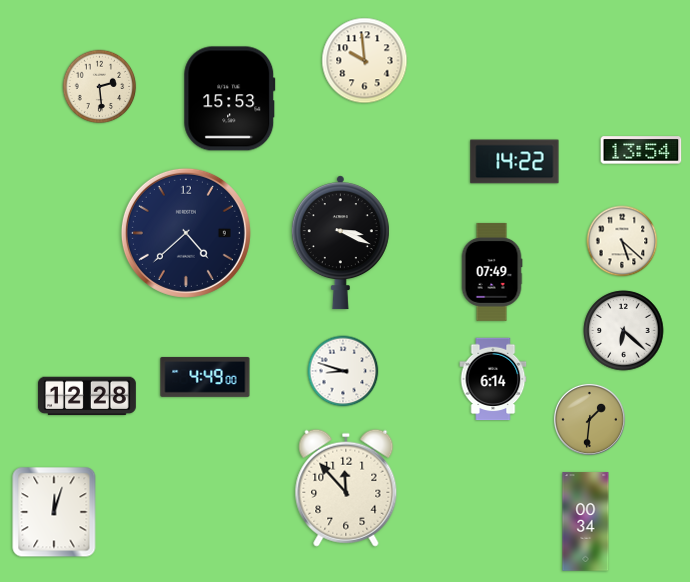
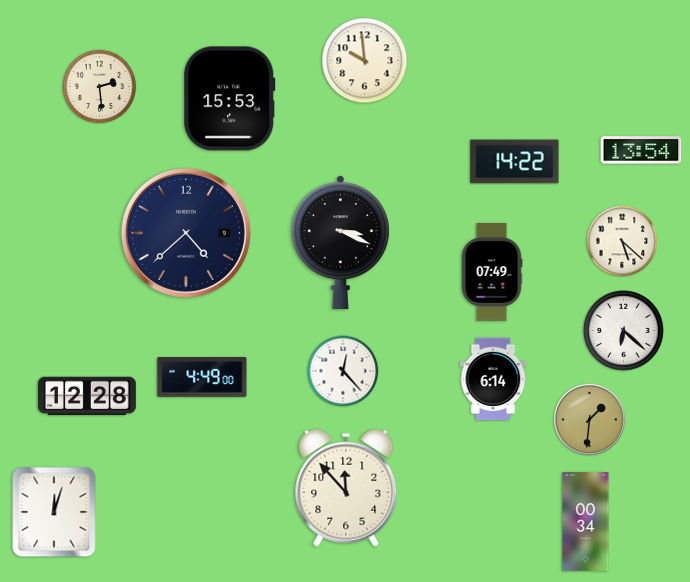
clock at (343, 371): 8:48 -> 12:23
clock at (205, 377) position: (205, 377) -> (202, 377)
